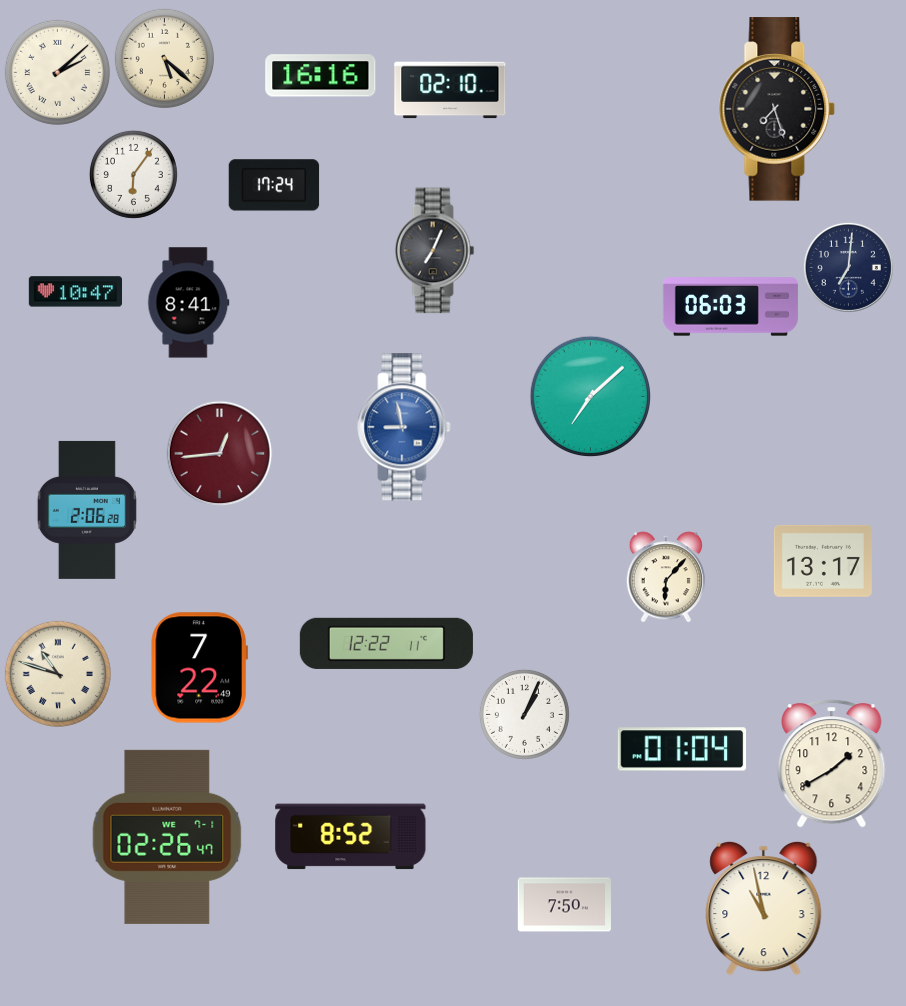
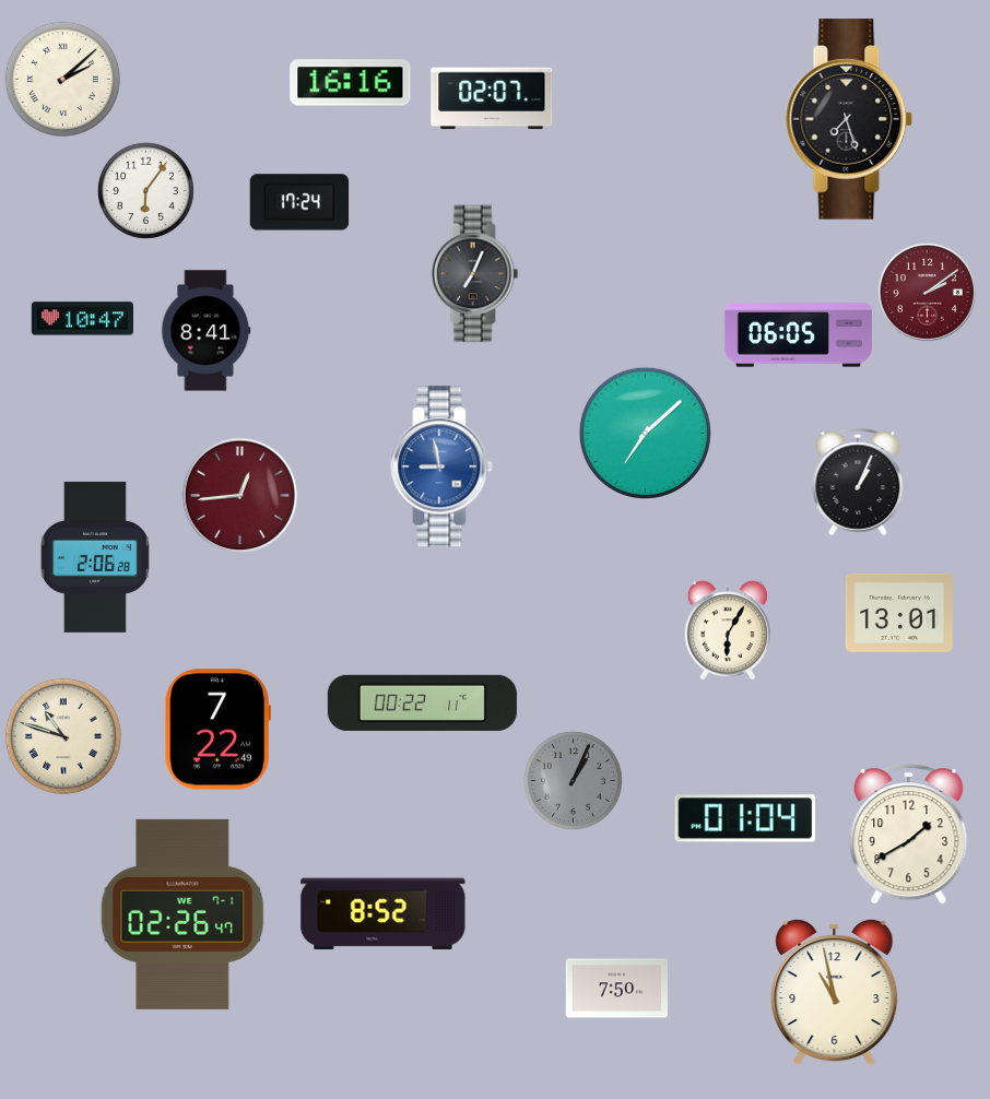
clock at (164, 58): 5:22 -> none
clock at (450, 90): 02:10 -> 02:07
clock at (848, 267): 7:01 -> 2:09
clock at (848, 267) dial: navy -> burgundy
clock at (730, 307): 06:03 -> 06:05
clock at (858, 482): none -> 1:04
clock at (823, 561): 13:17 -> 13:01
clock at (665, 577): 6:07 -> 6:05
clock at (386, 643): 12:22 -> 00:22
clock at (524, 714) dial: white -> grey
